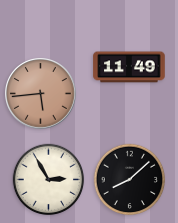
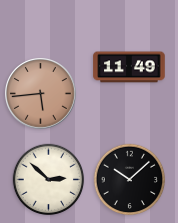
clock at (49, 180): 2:55 -> 2:52
clock at (130, 180): 8:08 -> 10:08
